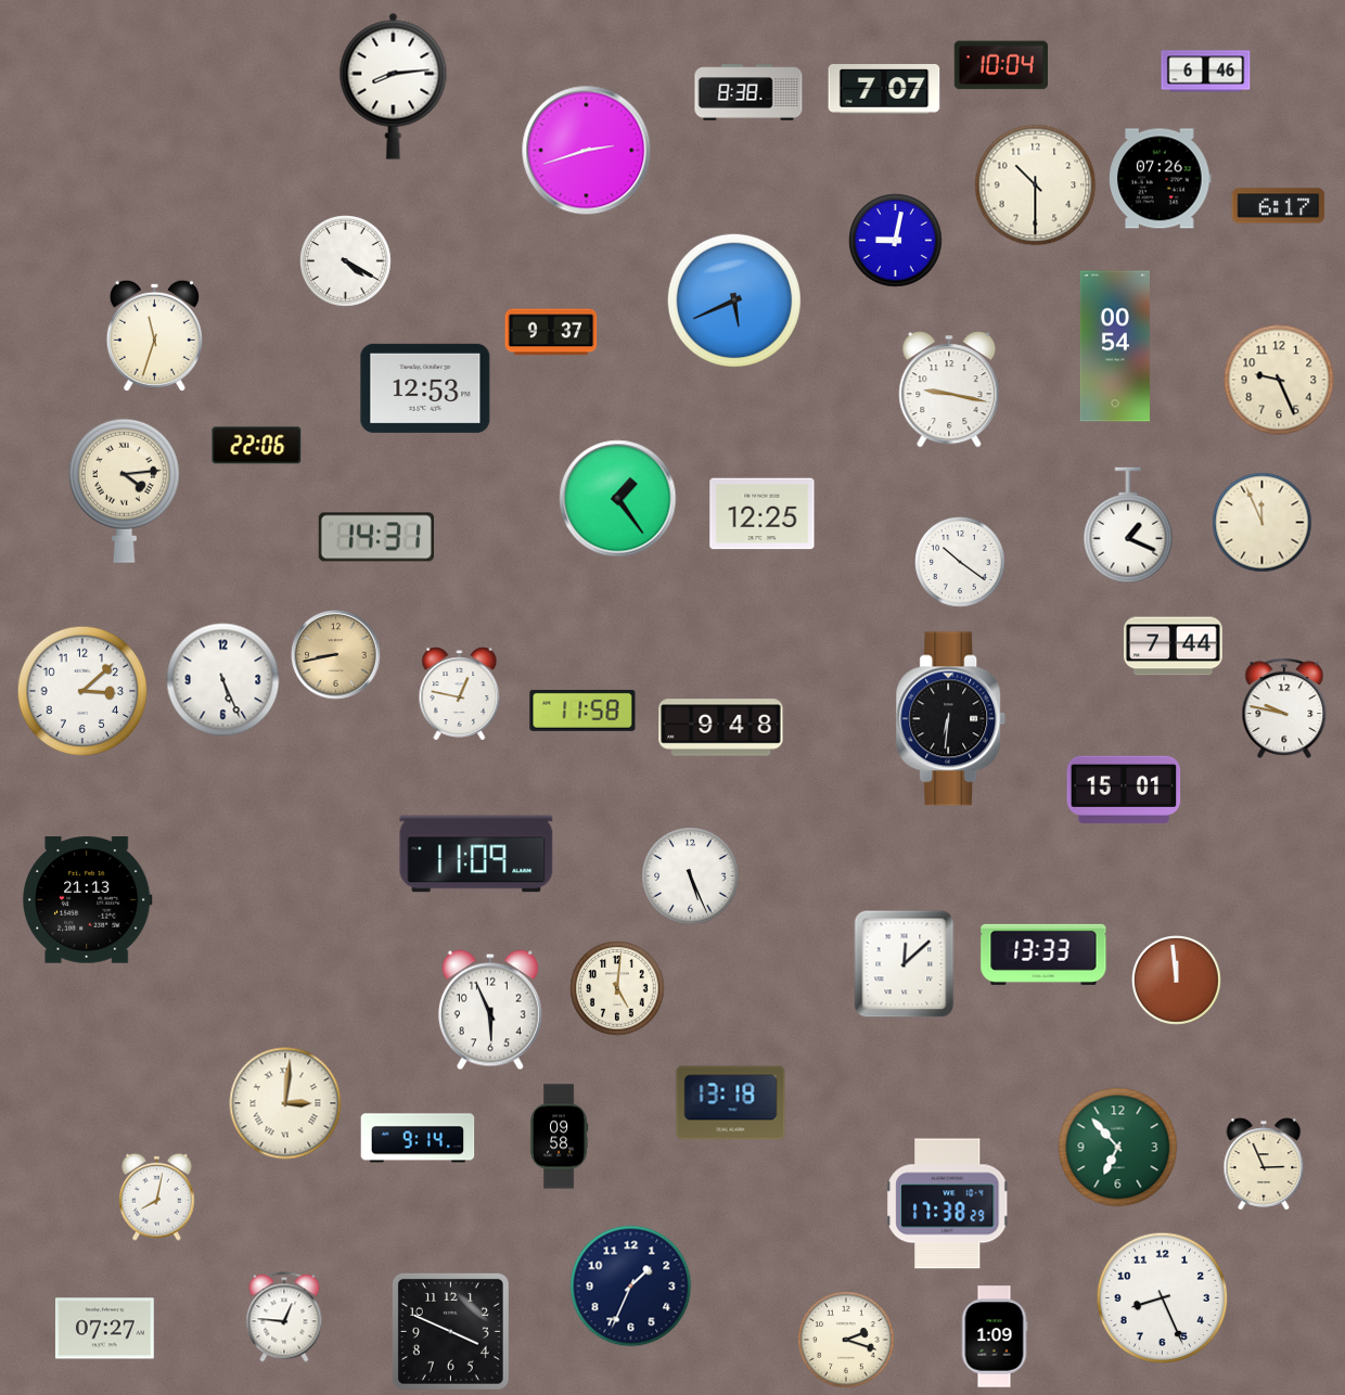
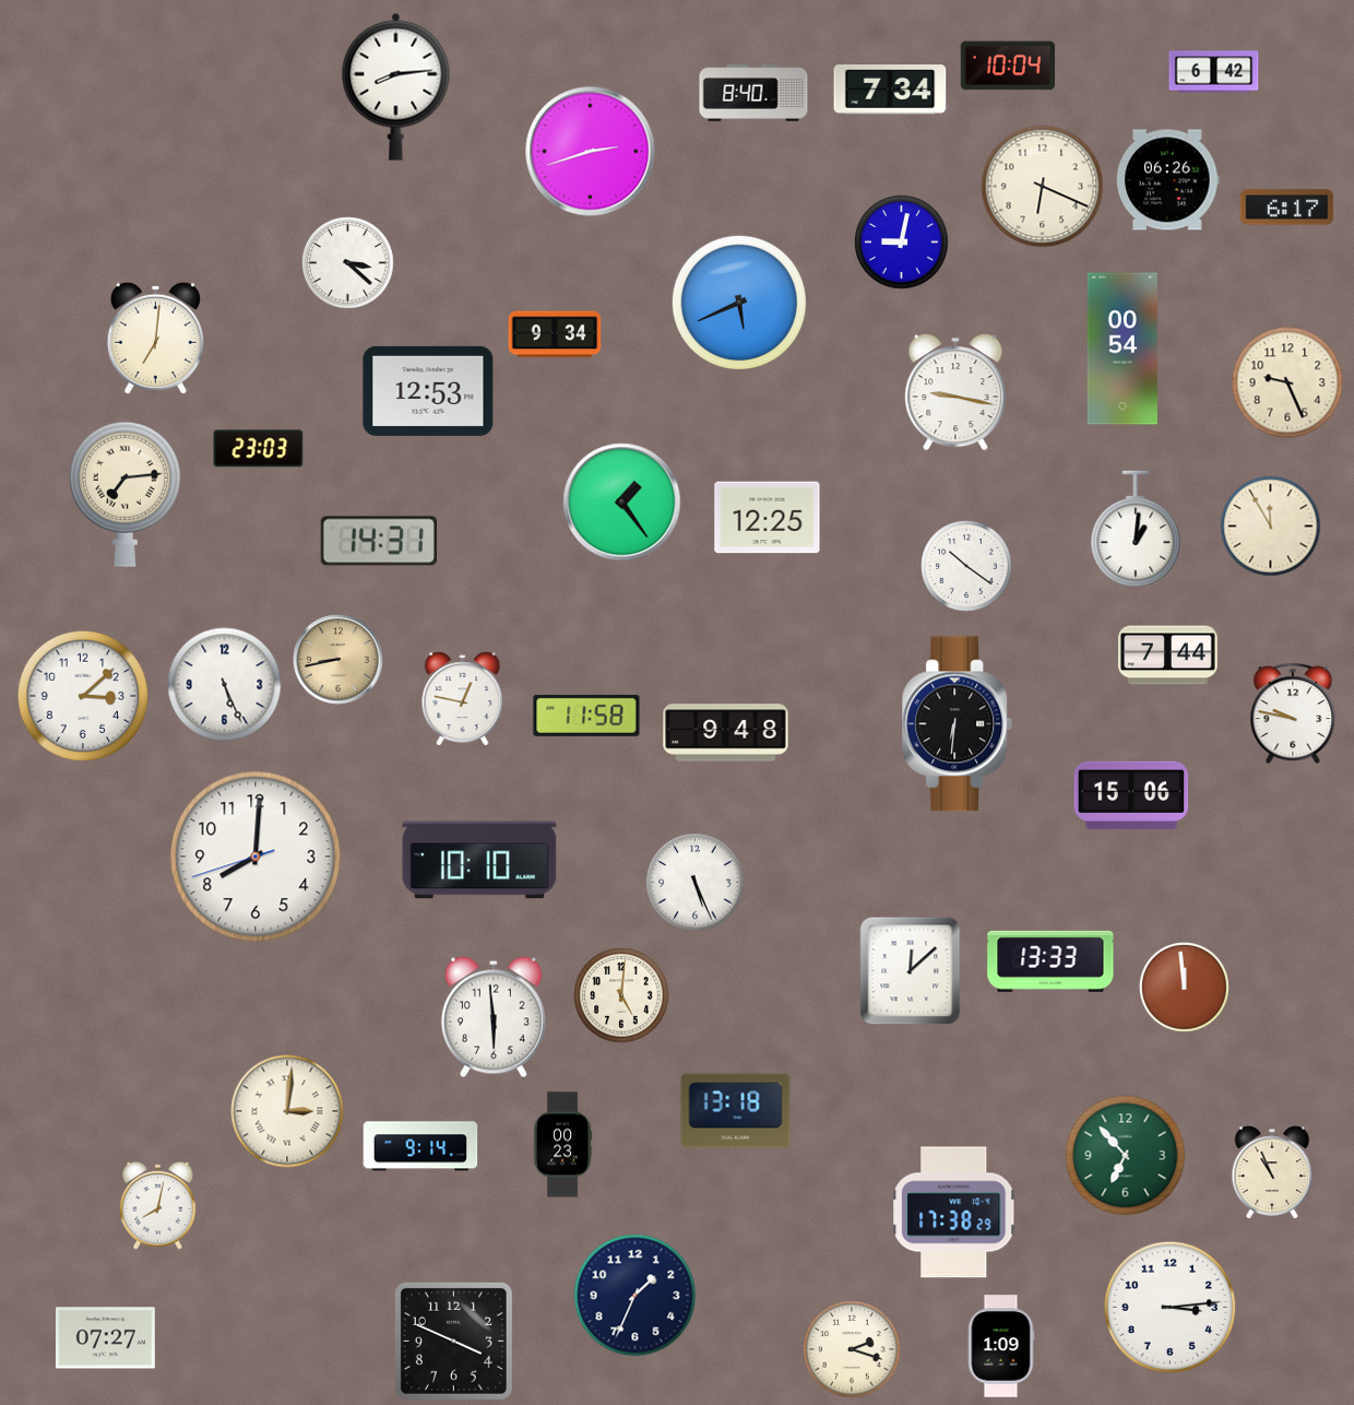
clock at (1206, 72): 6:46 -> 6:42
clock at (884, 89): 7:07 -> 7:34
clock at (748, 92): 8:38 -> 8:40
clock at (1161, 179): 07:26 -> 06:26
clock at (1036, 185): 10:30 -> 6:19
clock at (346, 261): 4:20 -> 3:22
clock at (551, 332): 9:37 -> 9:34
clock at (154, 335): 11:33 -> 7:01
clock at (257, 446): 22:06 -> 23:03
clock at (124, 490): 4:14 -> 7:14
clock at (1263, 523): 11:56 -> 11:55
clock at (1128, 525): 1:19 -> 1:01
clock at (1174, 647) position: (1174, 647) -> (1168, 656)
clock at (1124, 790): 15:01 -> 15:06
clock at (256, 857): none -> 8:00
clock at (476, 854): 11:09 -> 10:10
clock at (87, 900): 21:13 -> none
clock at (490, 1010): 5:56 -> 5:59
clock at (559, 1137): 09:58 -> 00:23
clock at (1264, 1164): 2:56 -> 10:56
clock at (1163, 1298): 8:26 -> 3:14
clock at (284, 1317): 12:46 -> none
